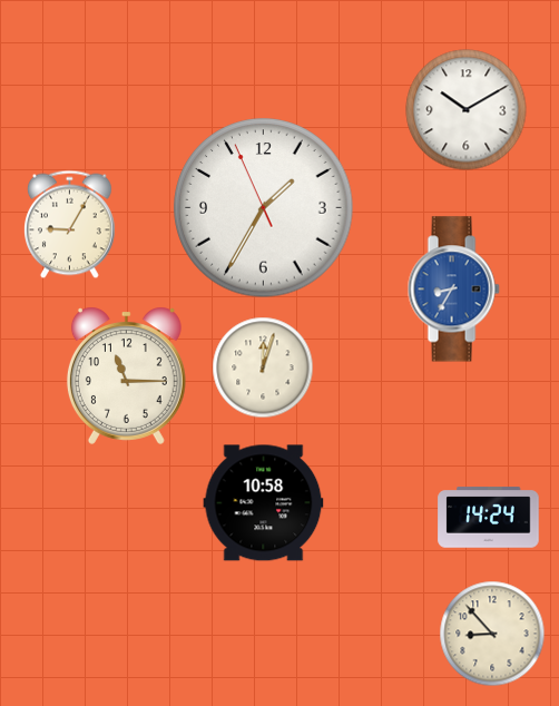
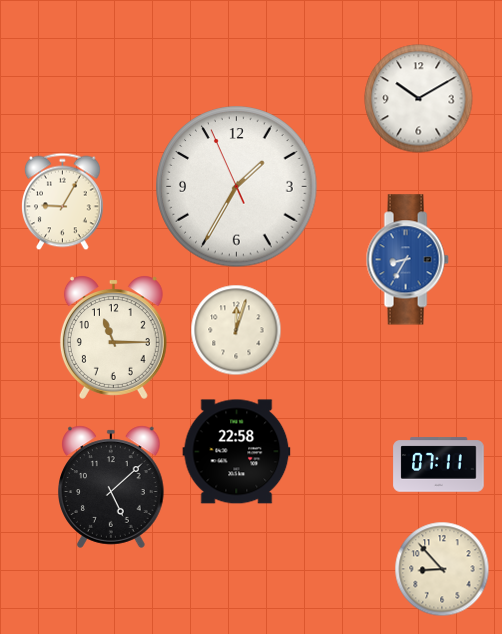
clock at (264, 503): 10:58 -> 22:58
clock at (489, 518): 14:24 -> 07:11
clock at (112, 487): none -> 5:08
